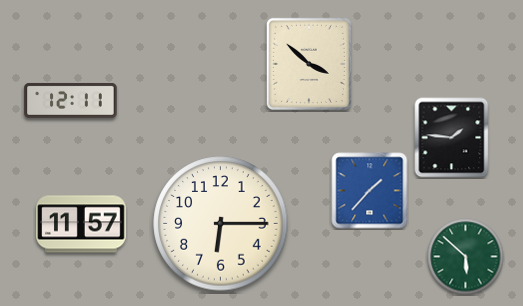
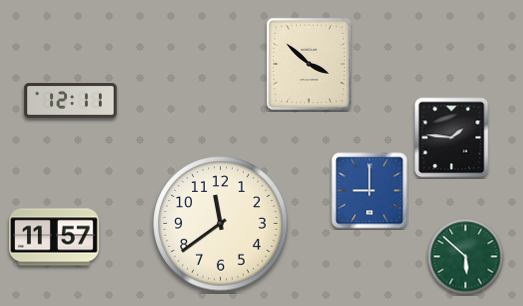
clock at (370, 191): 1:37 -> 9:00
clock at (81, 224) position: (81, 224) -> (54, 237)
clock at (221, 224): 6:15 -> 11:39
